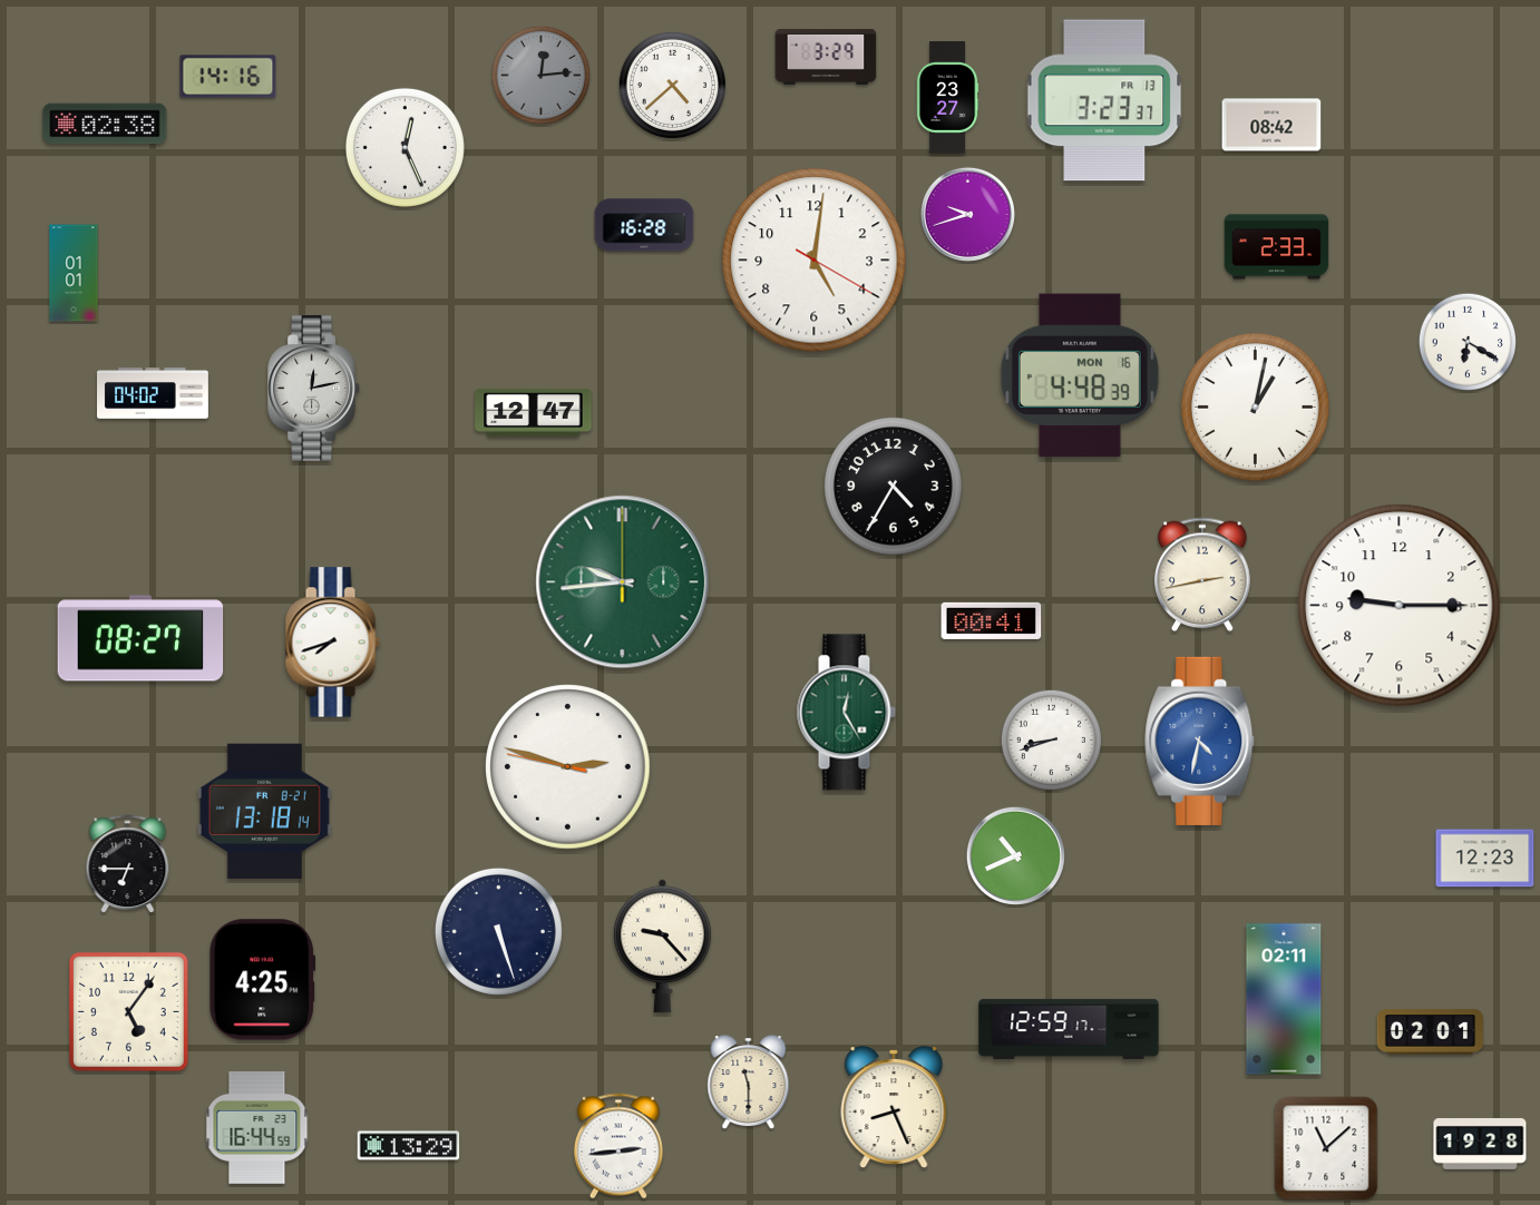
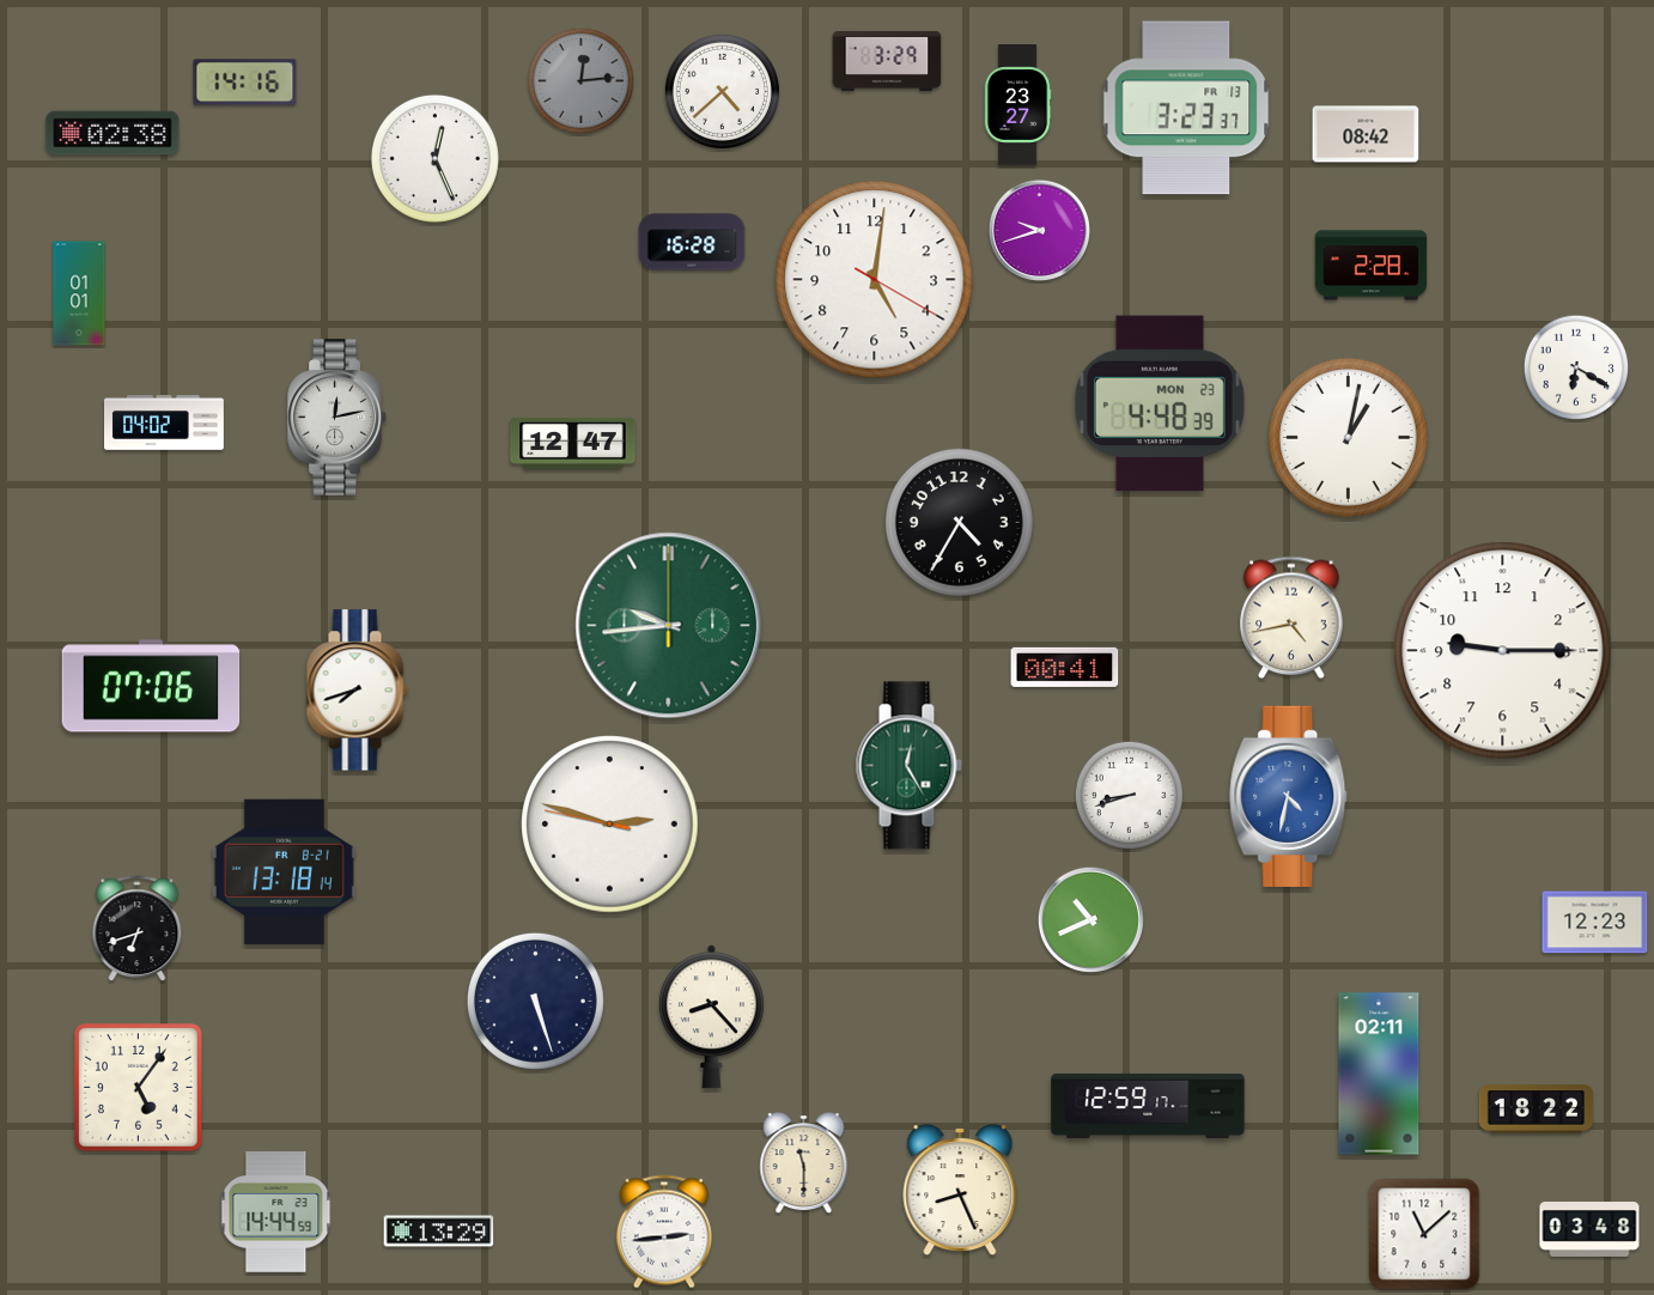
clock at (1277, 247): 2:33 -> 2:28
clock at (1080, 375) date: MON 16 -> MON 23
clock at (1202, 575): 2:43 -> 4:43
clock at (140, 638): 08:27 -> 07:06
clock at (128, 864): 6:45 -> 6:42
clock at (662, 947): 9:23 -> 8:23
clock at (262, 980): 4:25 -> none
clock at (1430, 1032): 02:01 -> 18:22
clock at (257, 1128): 16:44 -> 14:44
clock at (1480, 1145): 19:28 -> 03:48
